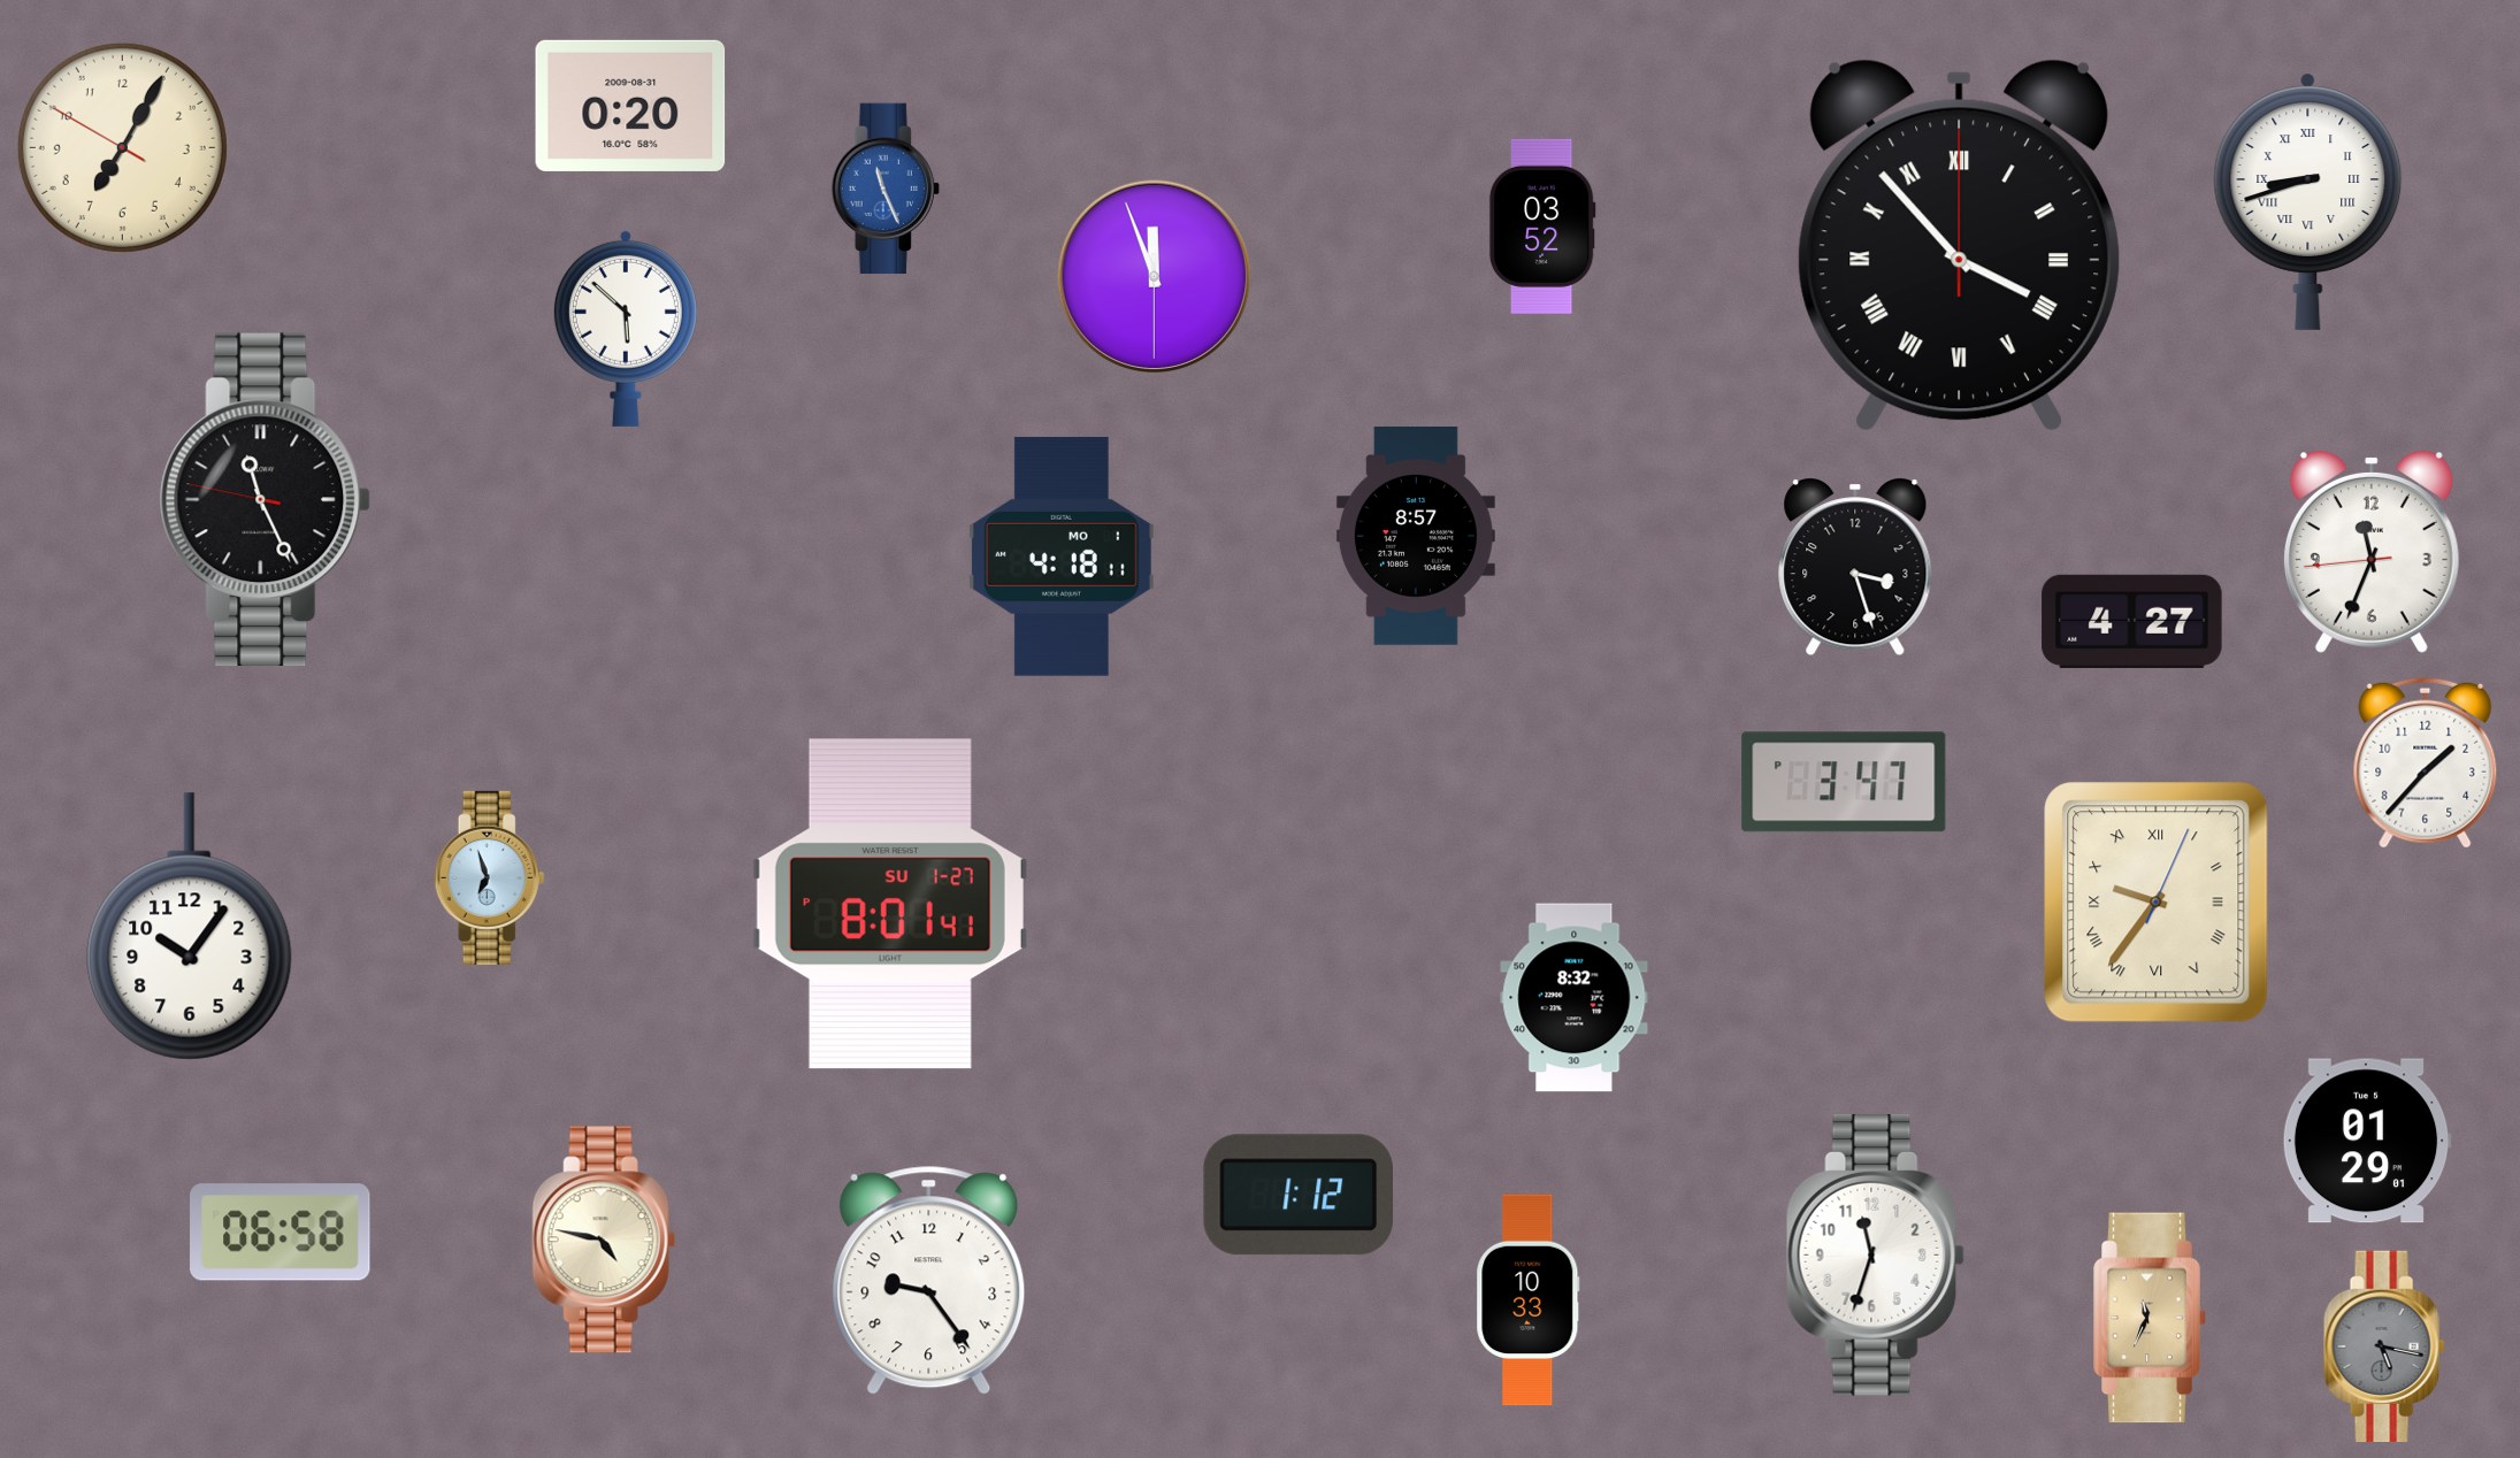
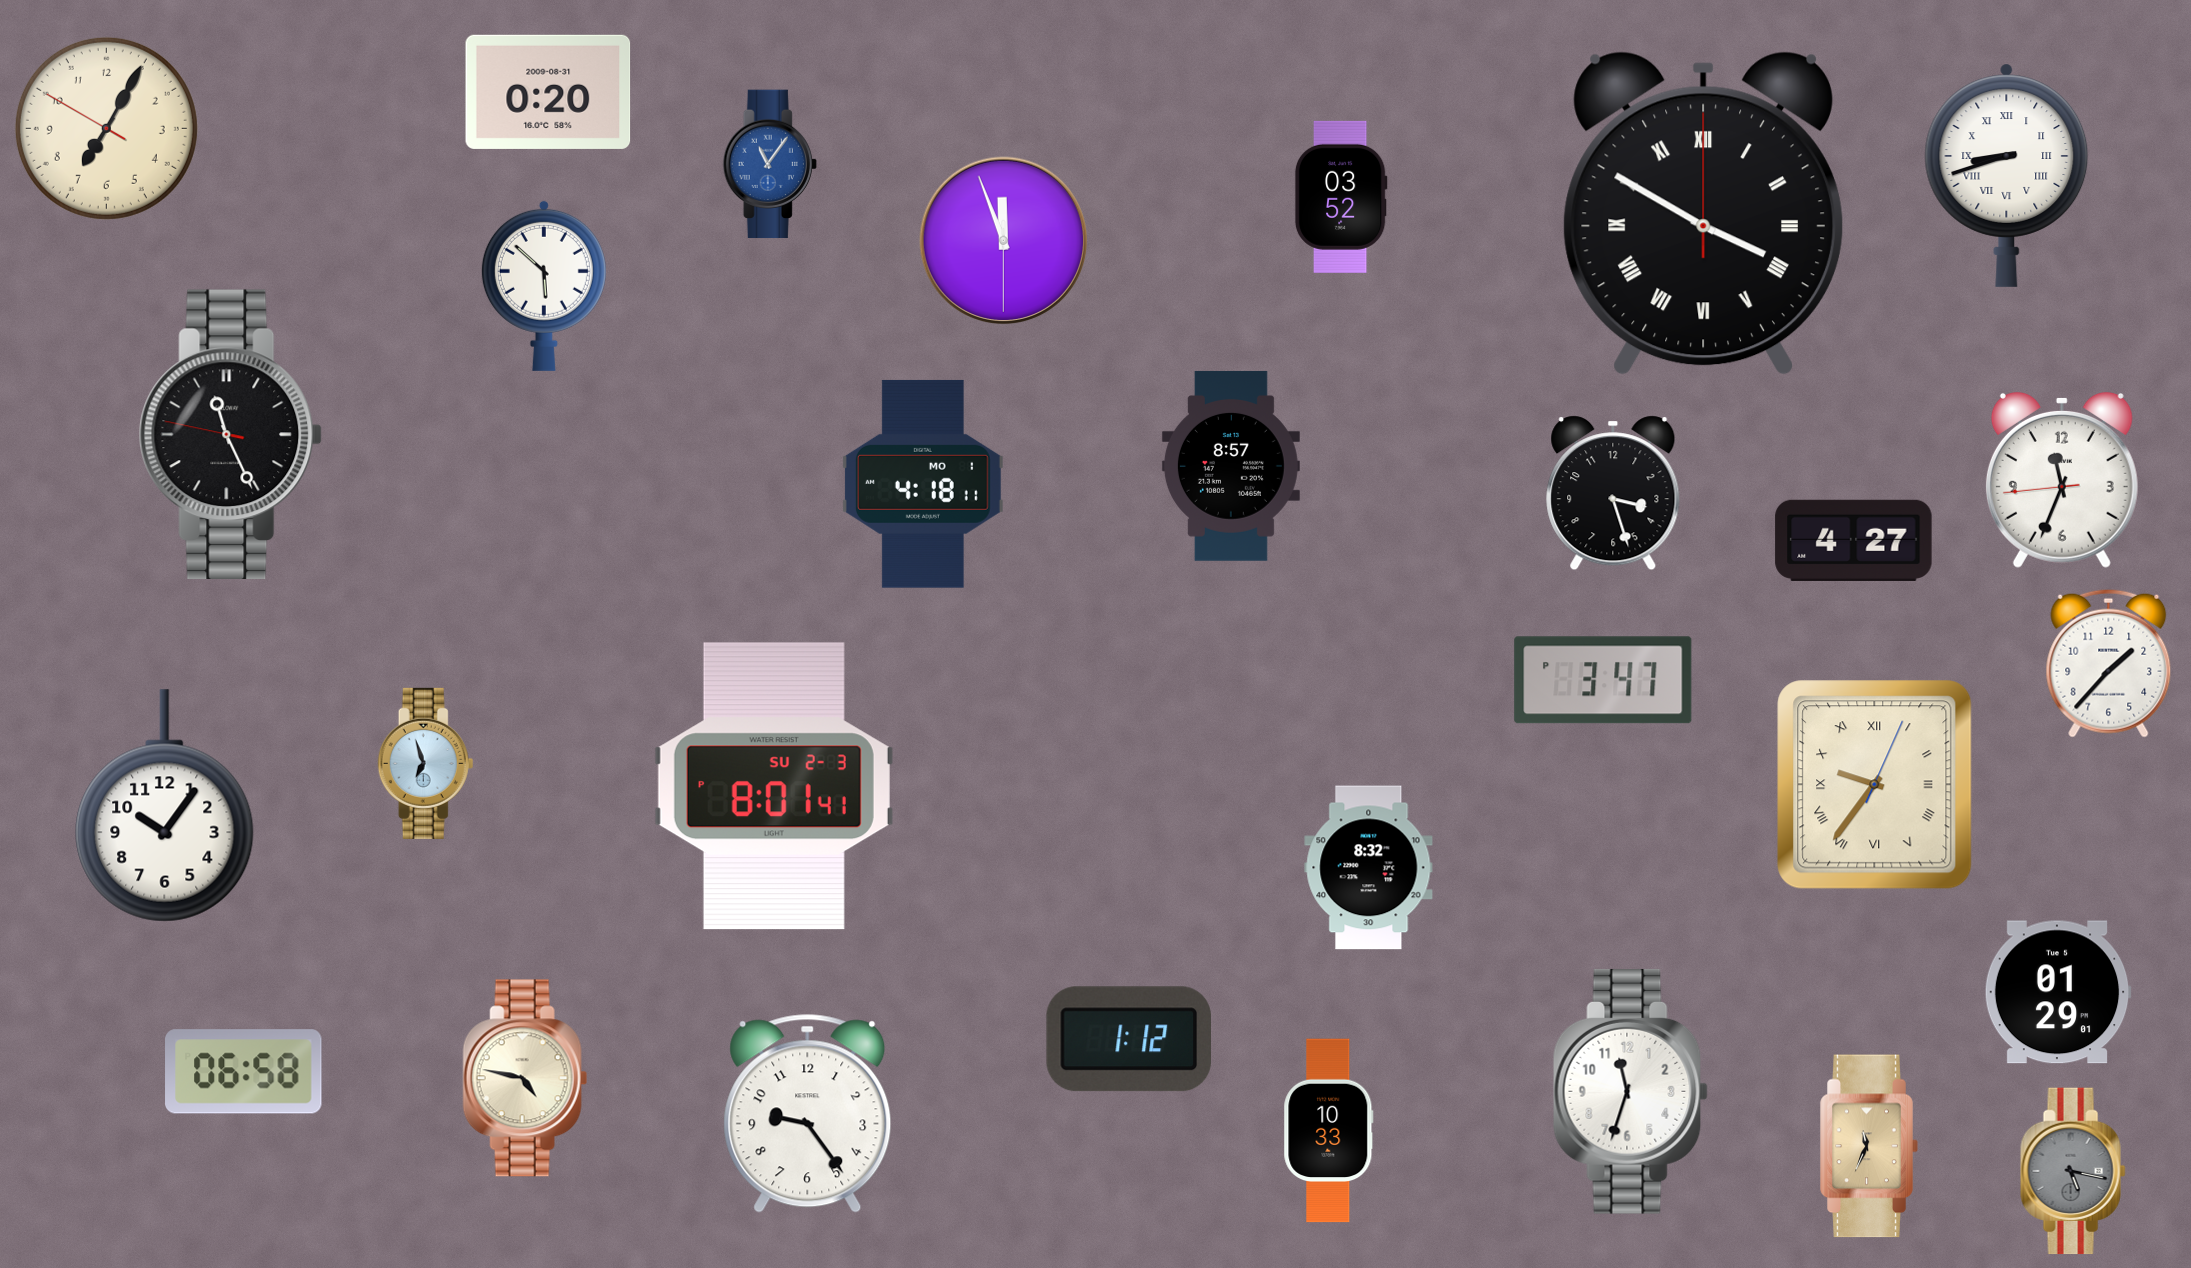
clock at (886, 189): 11:26 -> 11:06
clock at (1959, 245): 3:53 -> 3:50
clock at (890, 904) date: SU 1-27 -> SU 2-3
